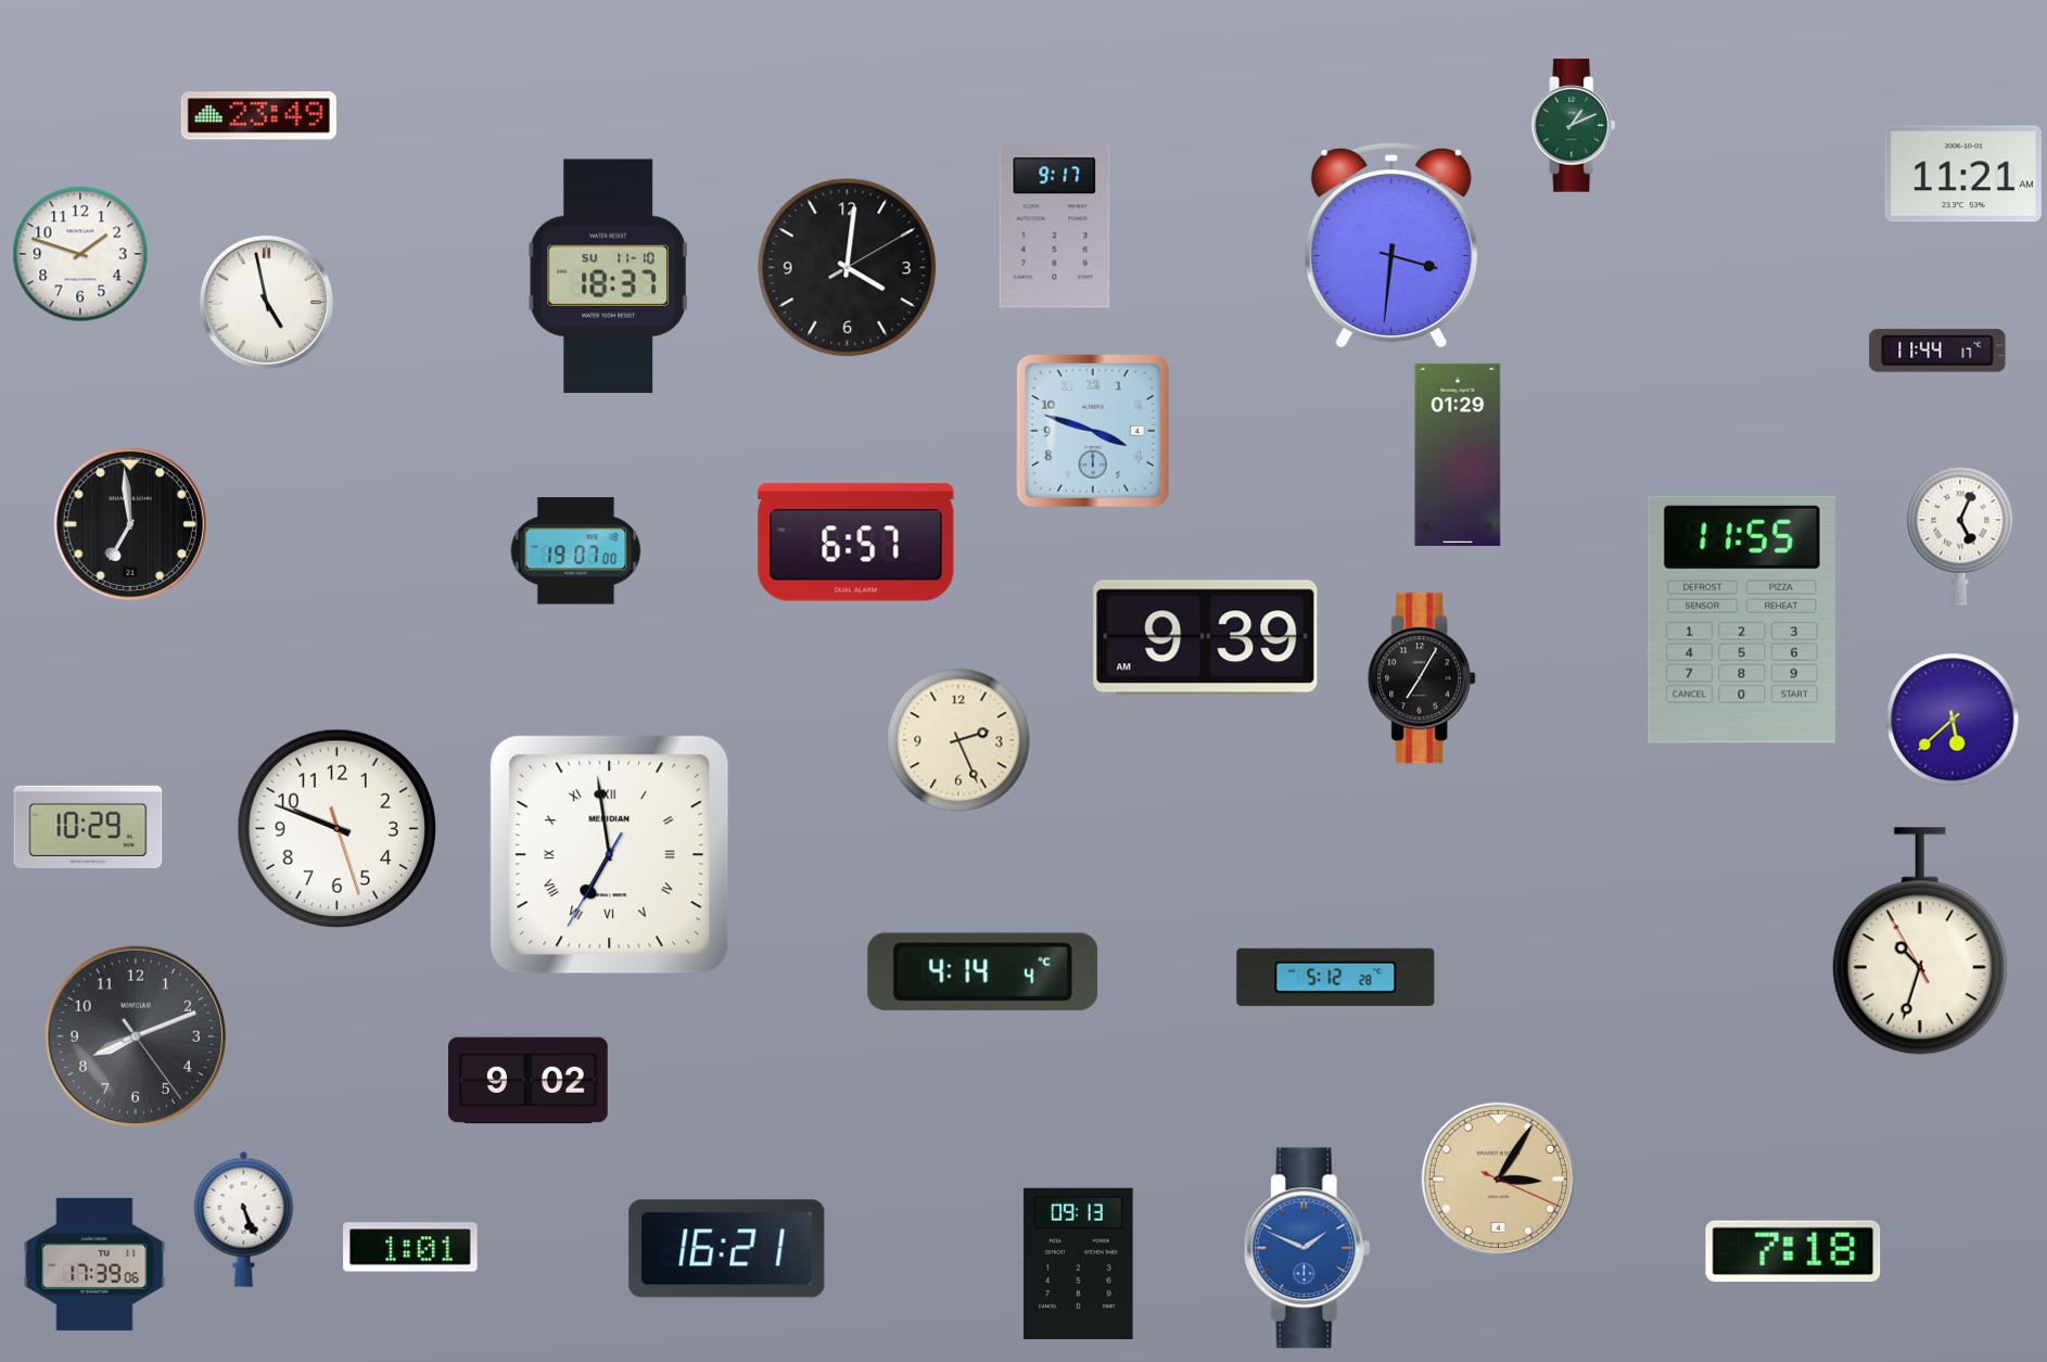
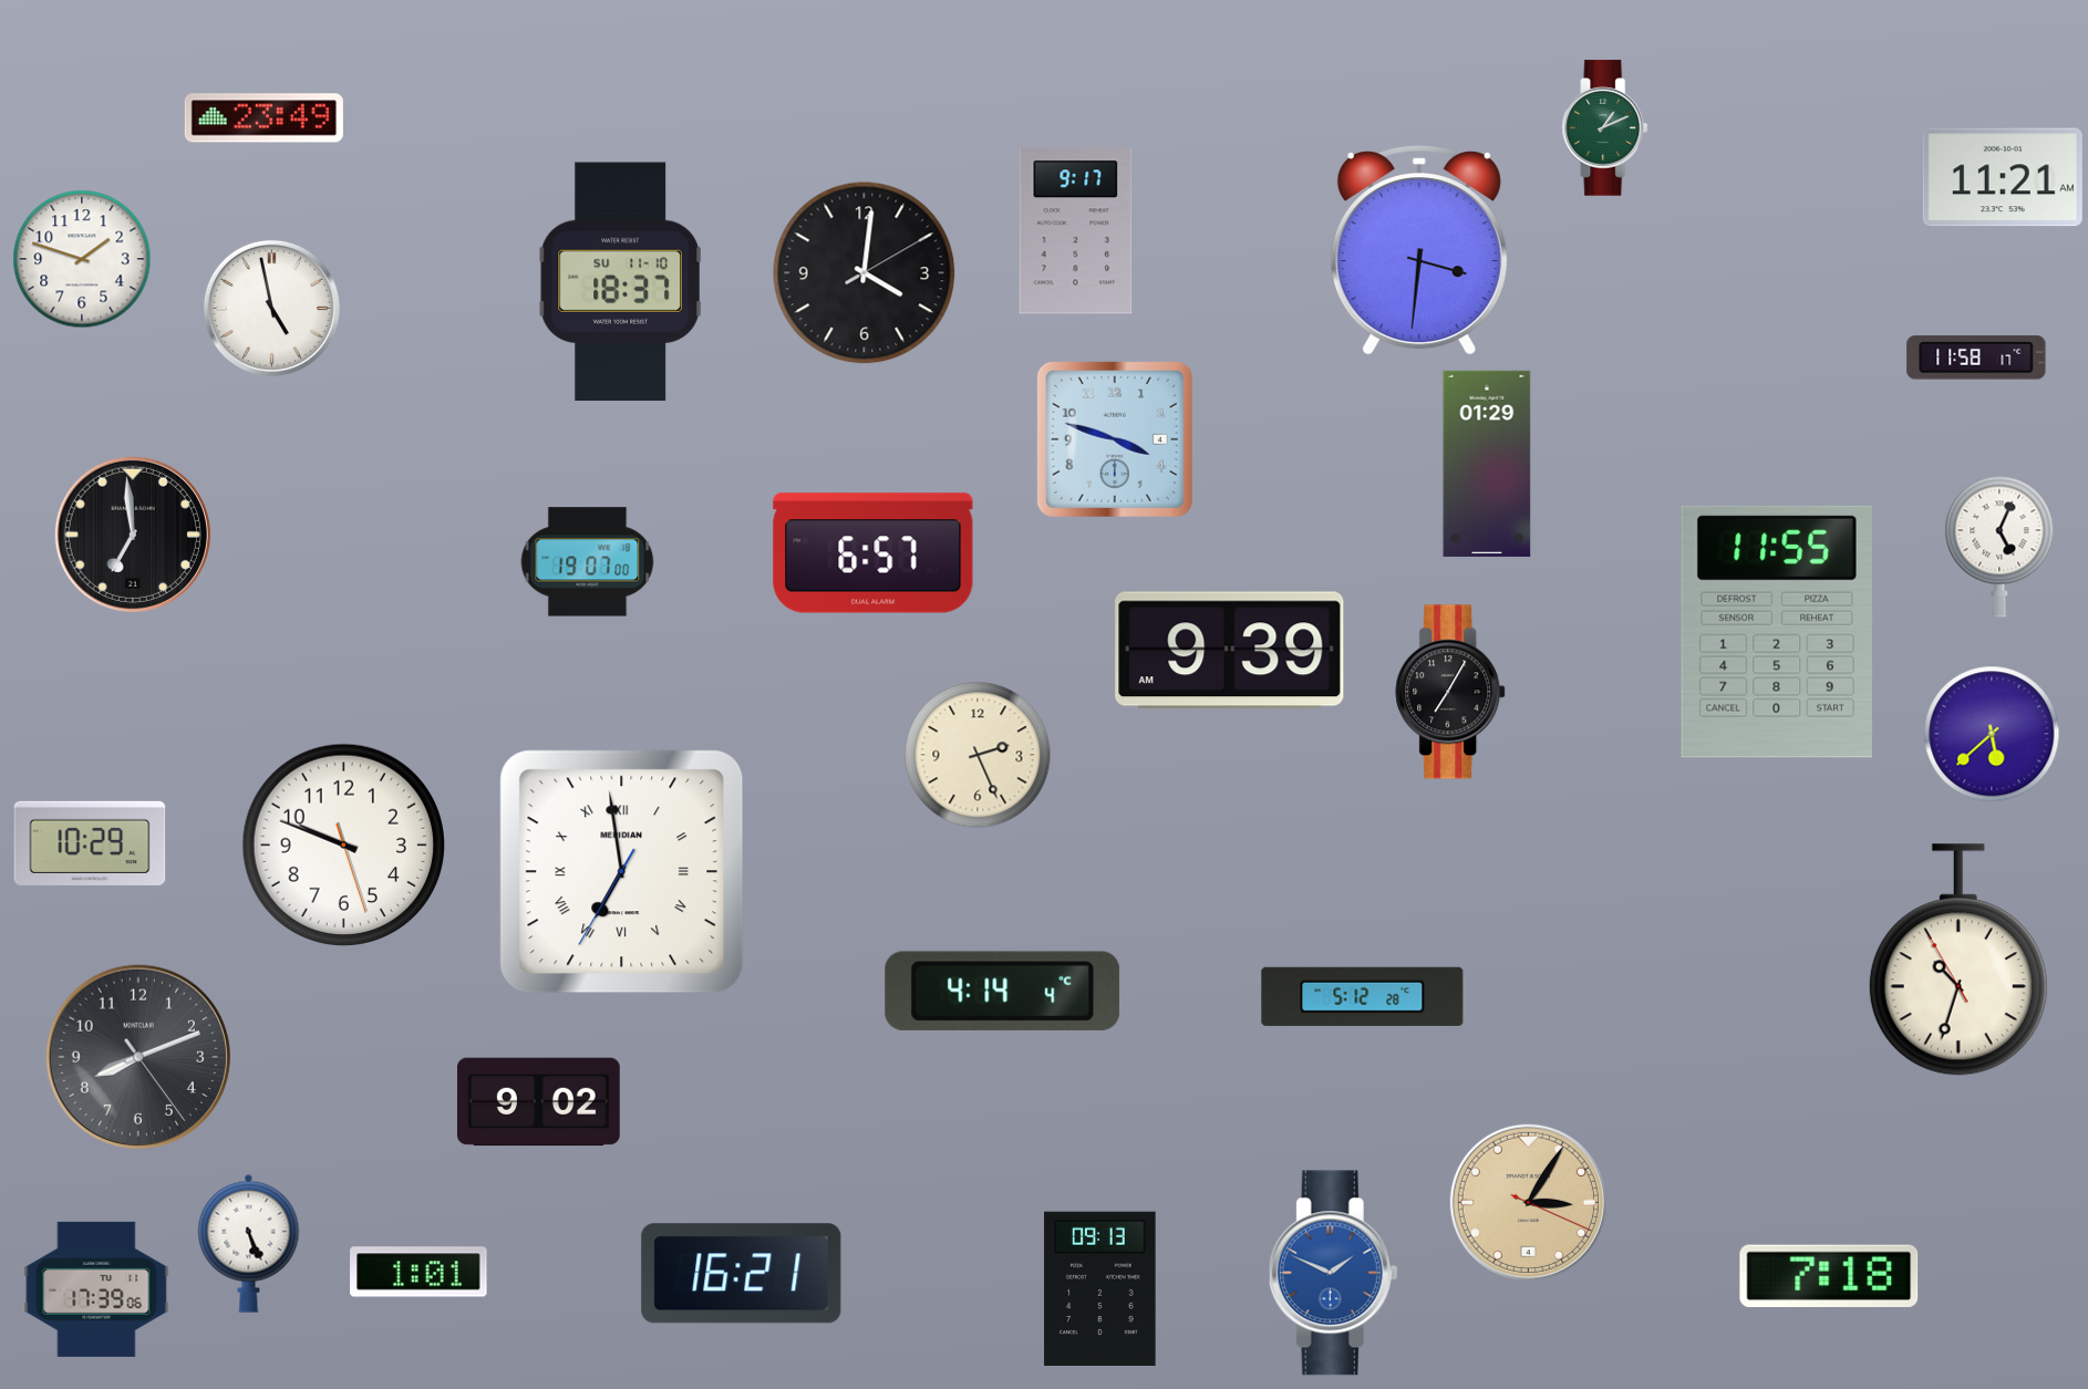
clock at (1937, 351): 11:44 -> 11:58
